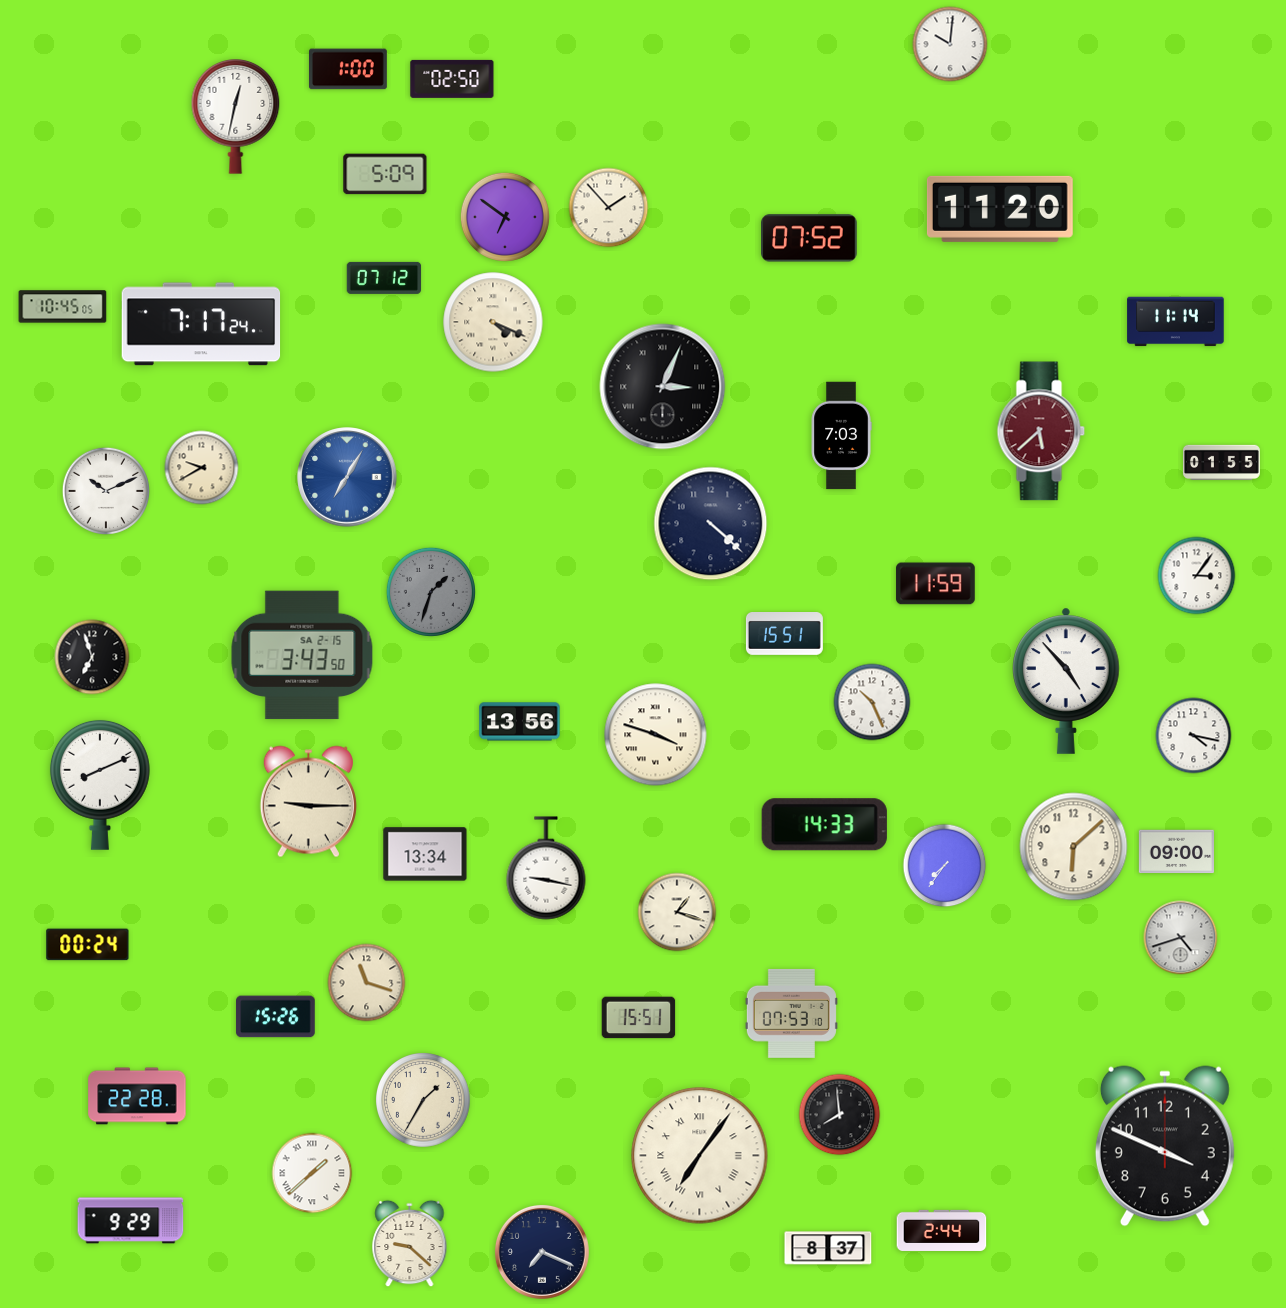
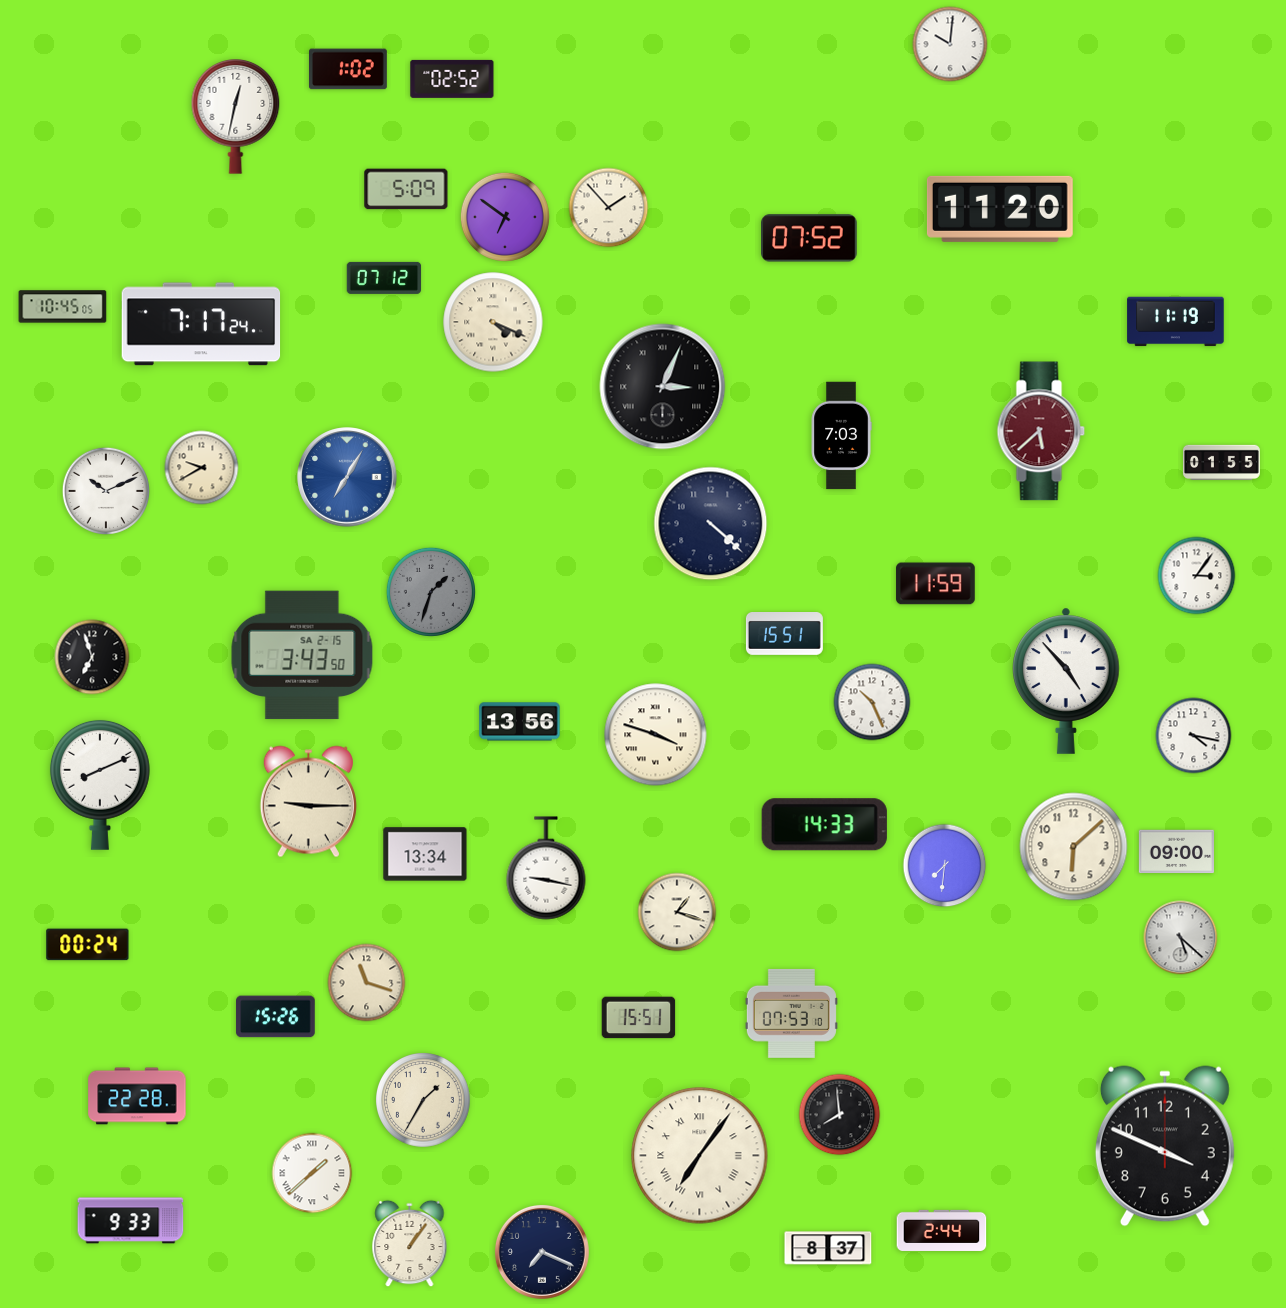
clock at (349, 69): 1:00 -> 1:02
clock at (452, 79): 02:50 -> 02:52
clock at (385, 174) position: (385, 174) -> (406, 189)
clock at (1176, 322): 11:14 -> 11:19
clock at (945, 866): 7:36 -> 7:31
clock at (1181, 938): 4:42 -> 5:22
clock at (131, 1221): 9:29 -> 9:33
clock at (410, 1244): 9:22 -> 1:06
